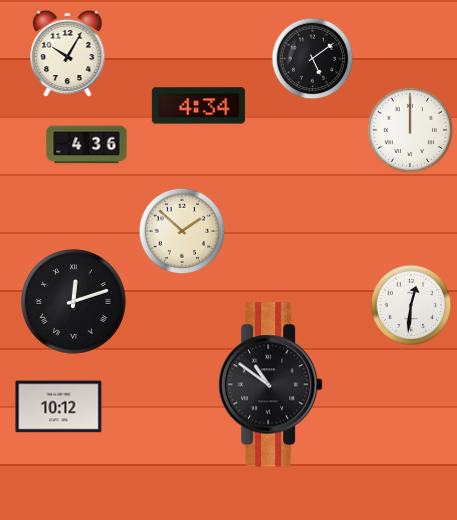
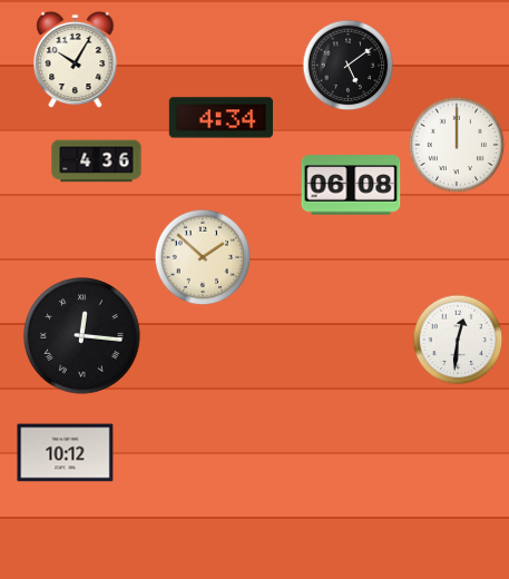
clock at (351, 185): none -> 06:08
clock at (74, 302): 12:12 -> 12:16
clock at (270, 385): 10:51 -> none
